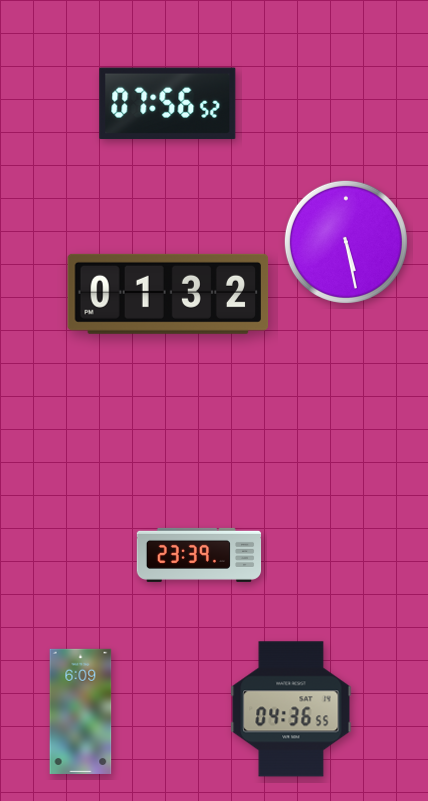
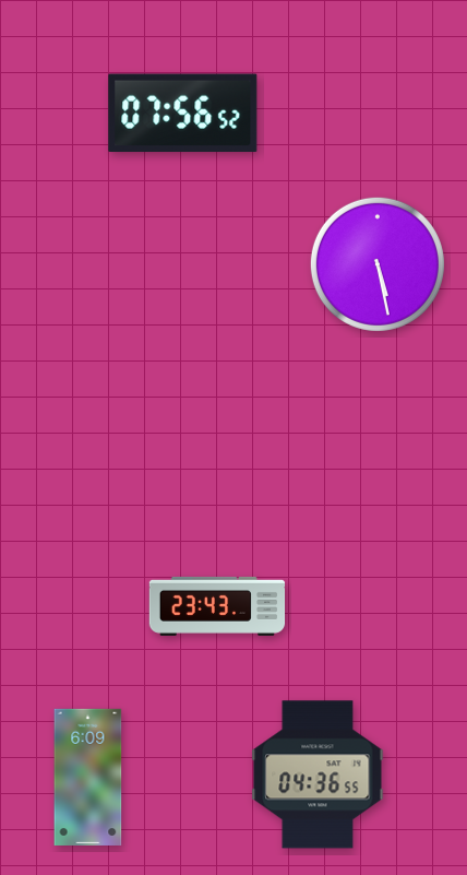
clock at (168, 294): 01:32 -> none
clock at (199, 555): 23:39 -> 23:43
